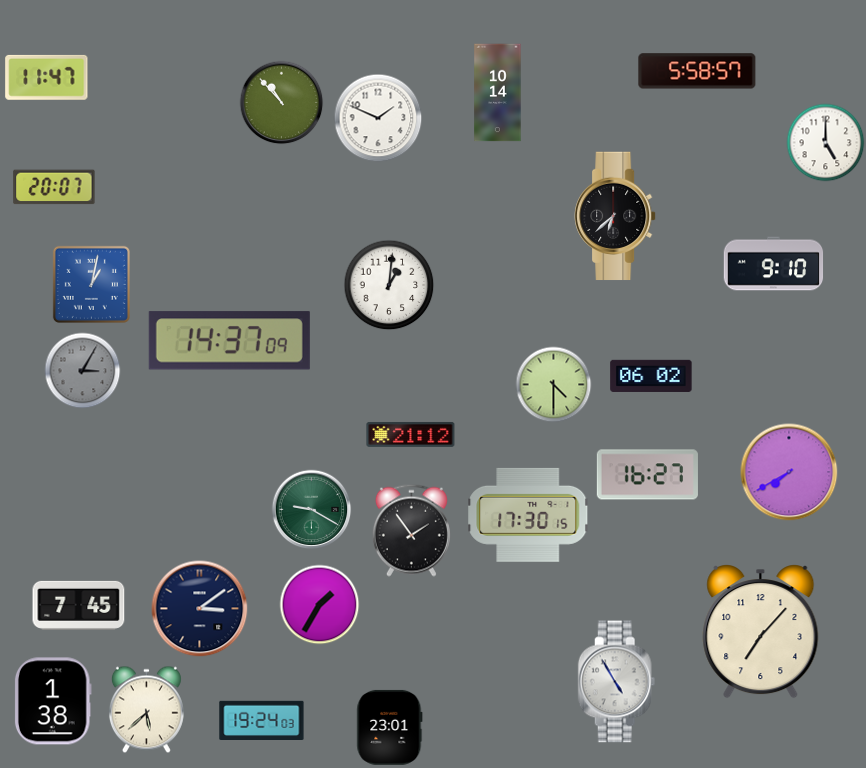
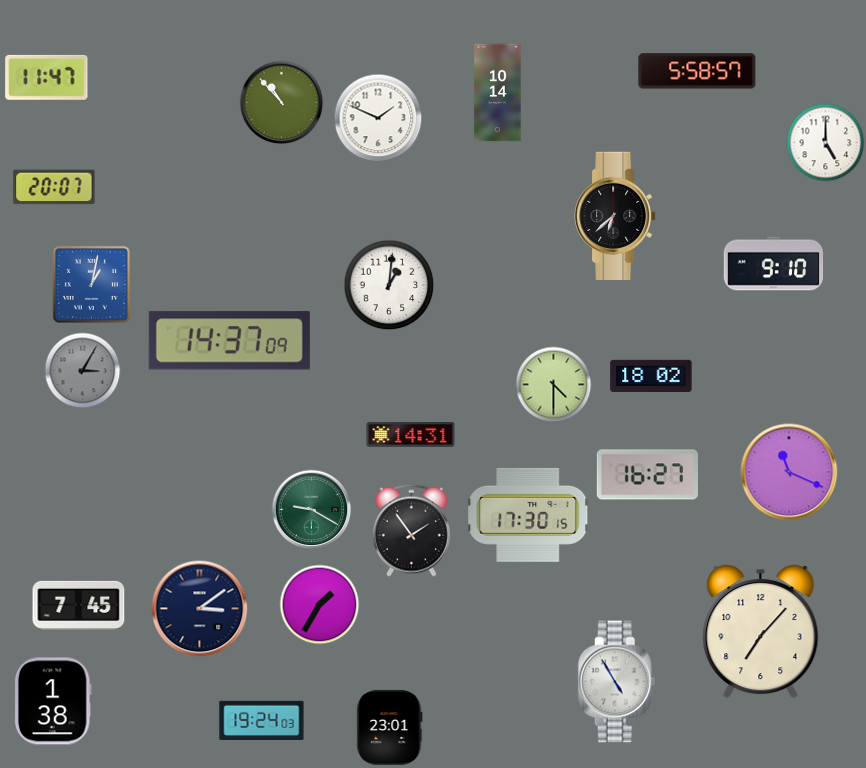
clock at (651, 376): 06:02 -> 18:02
clock at (411, 435): 21:12 -> 14:31
clock at (789, 472): 7:40 -> 11:19
clock at (146, 710): 5:38 -> none
